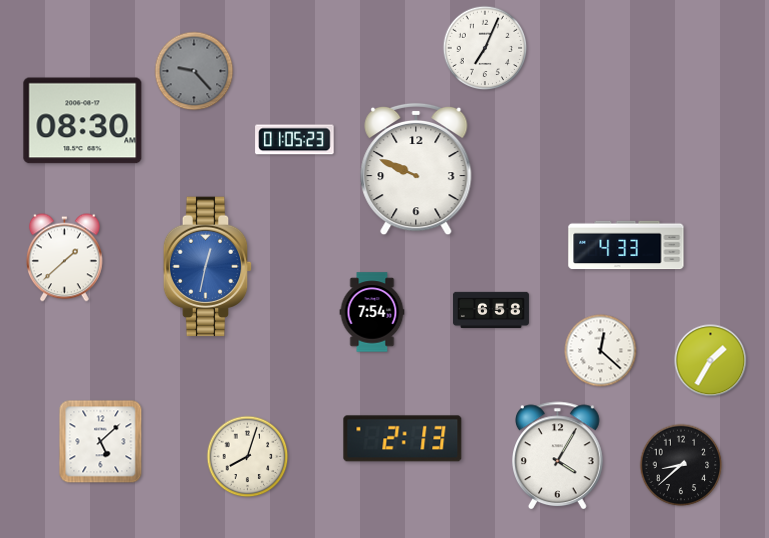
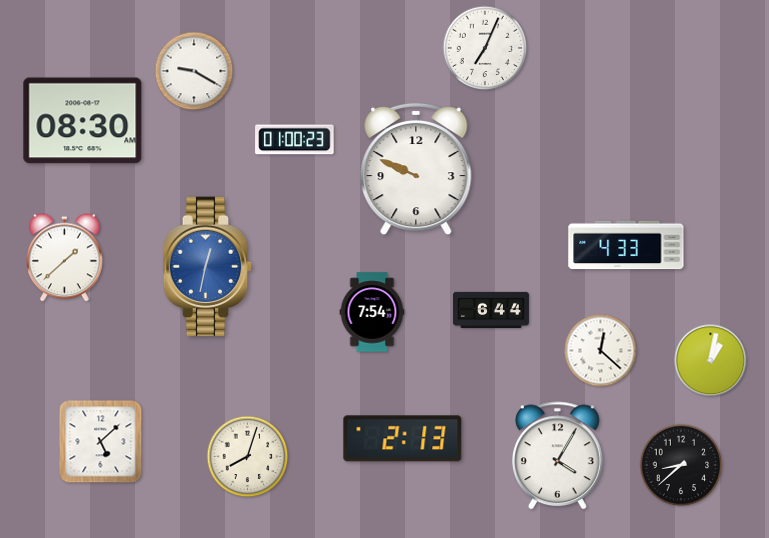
clock at (194, 71): 9:23 -> 9:20
clock at (194, 71) dial: grey -> white
clock at (295, 140): 01:05 -> 01:00
clock at (491, 310): 6:58 -> 6:44
clock at (711, 361): 1:35 -> 1:02
